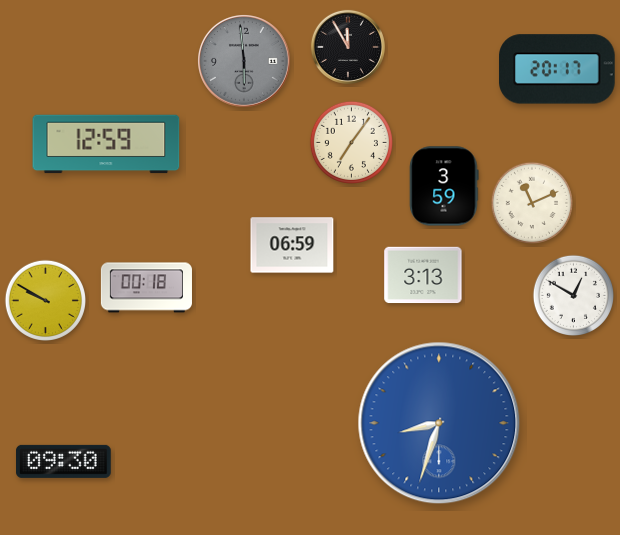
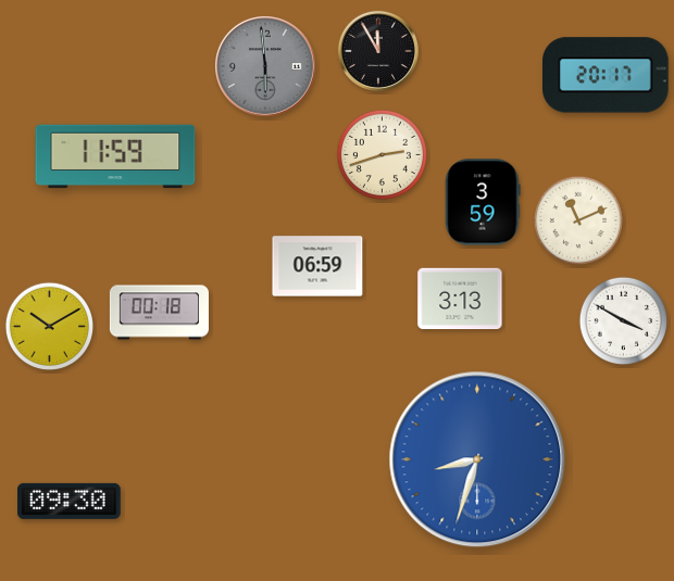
clock at (351, 142): 7:06 -> 2:42
clock at (106, 144): 12:59 -> 11:59
clock at (573, 295): 12:50 -> 3:50
clock at (45, 300): 9:50 -> 10:10
